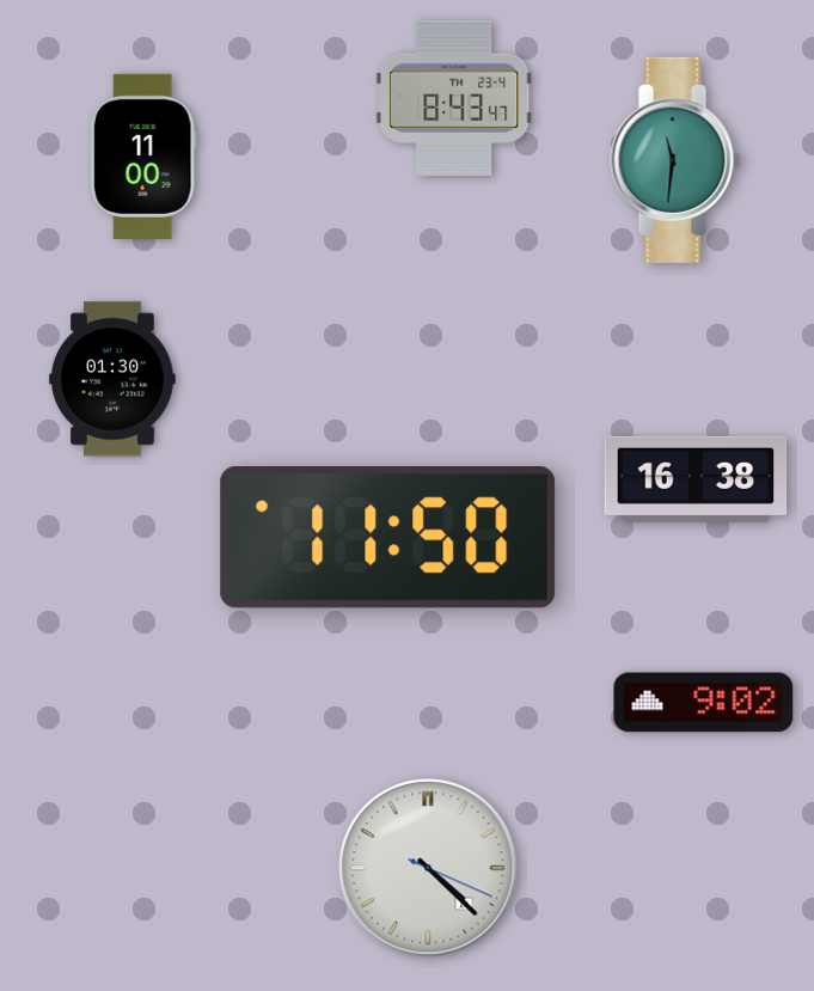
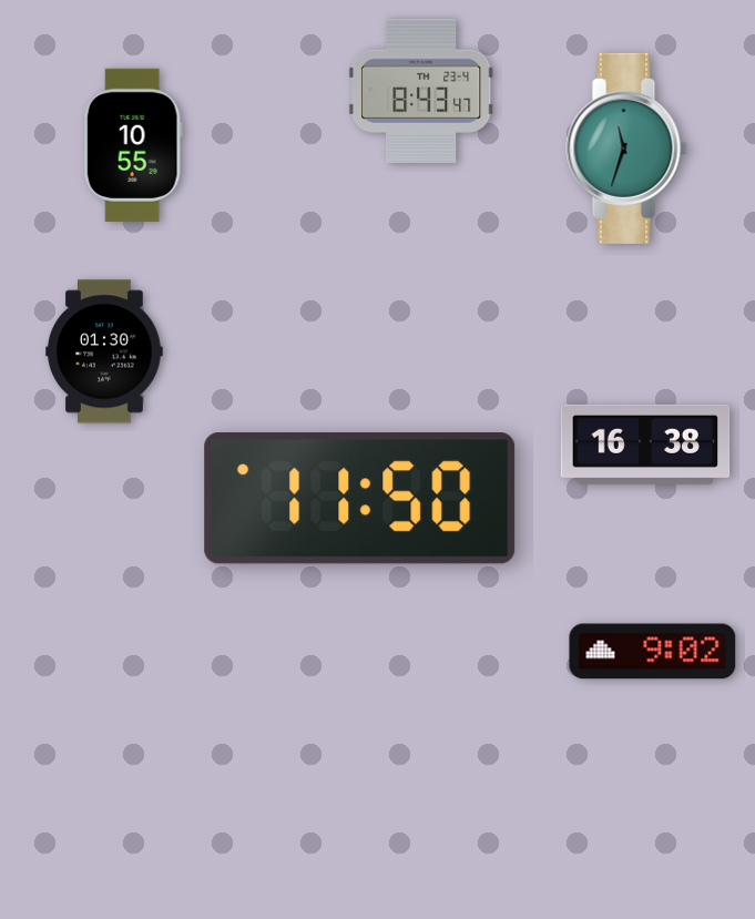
clock at (143, 157): 11:00 -> 10:55
clock at (675, 160): 11:31 -> 11:33
clock at (428, 868): 4:22 -> none
